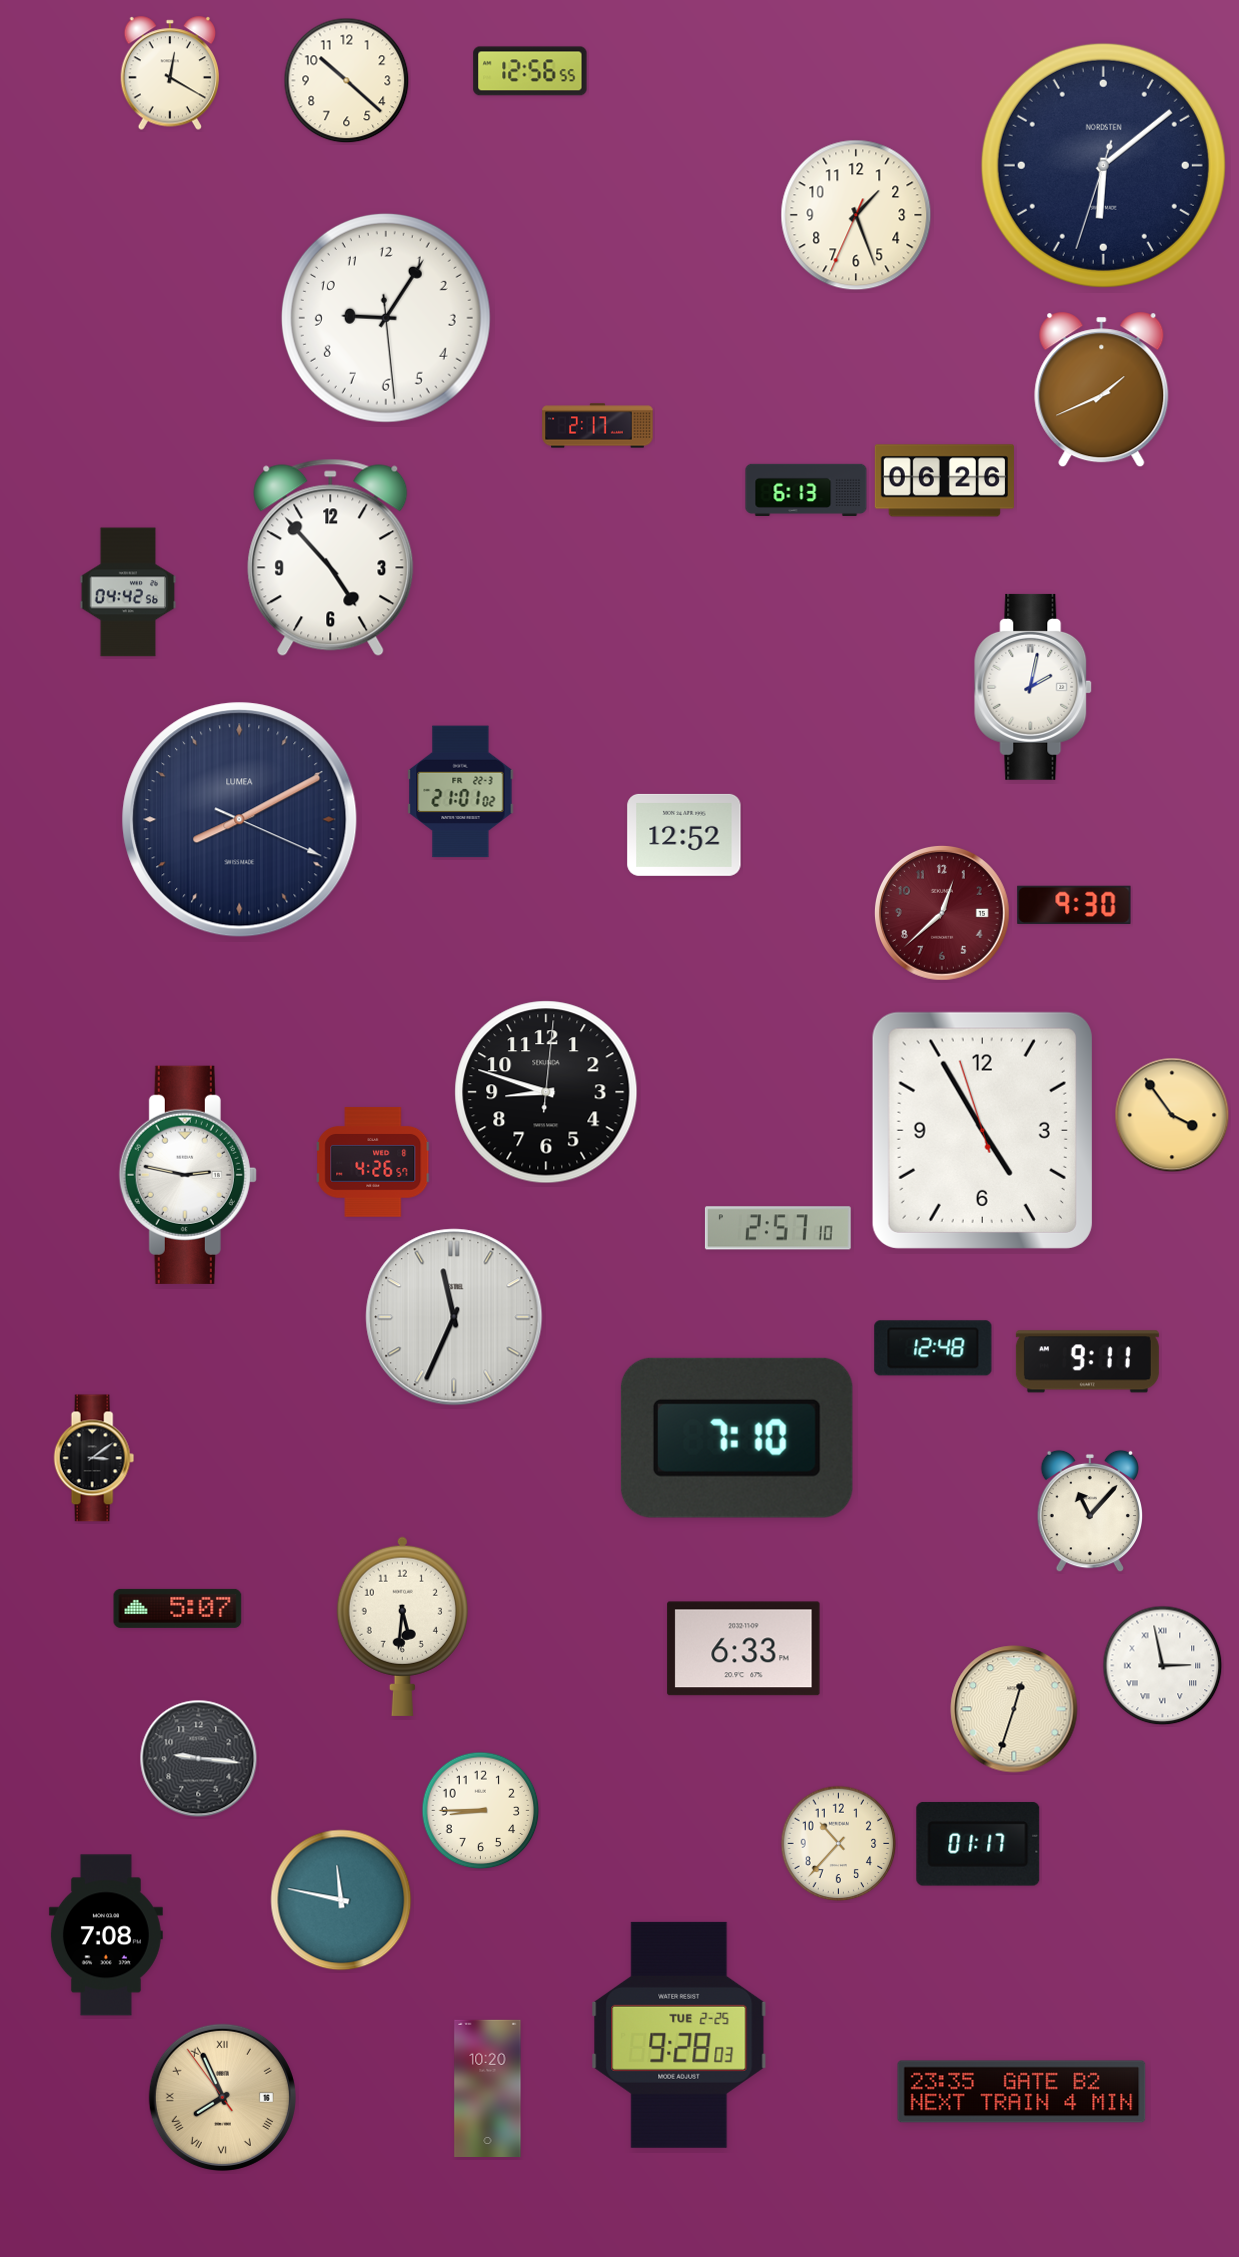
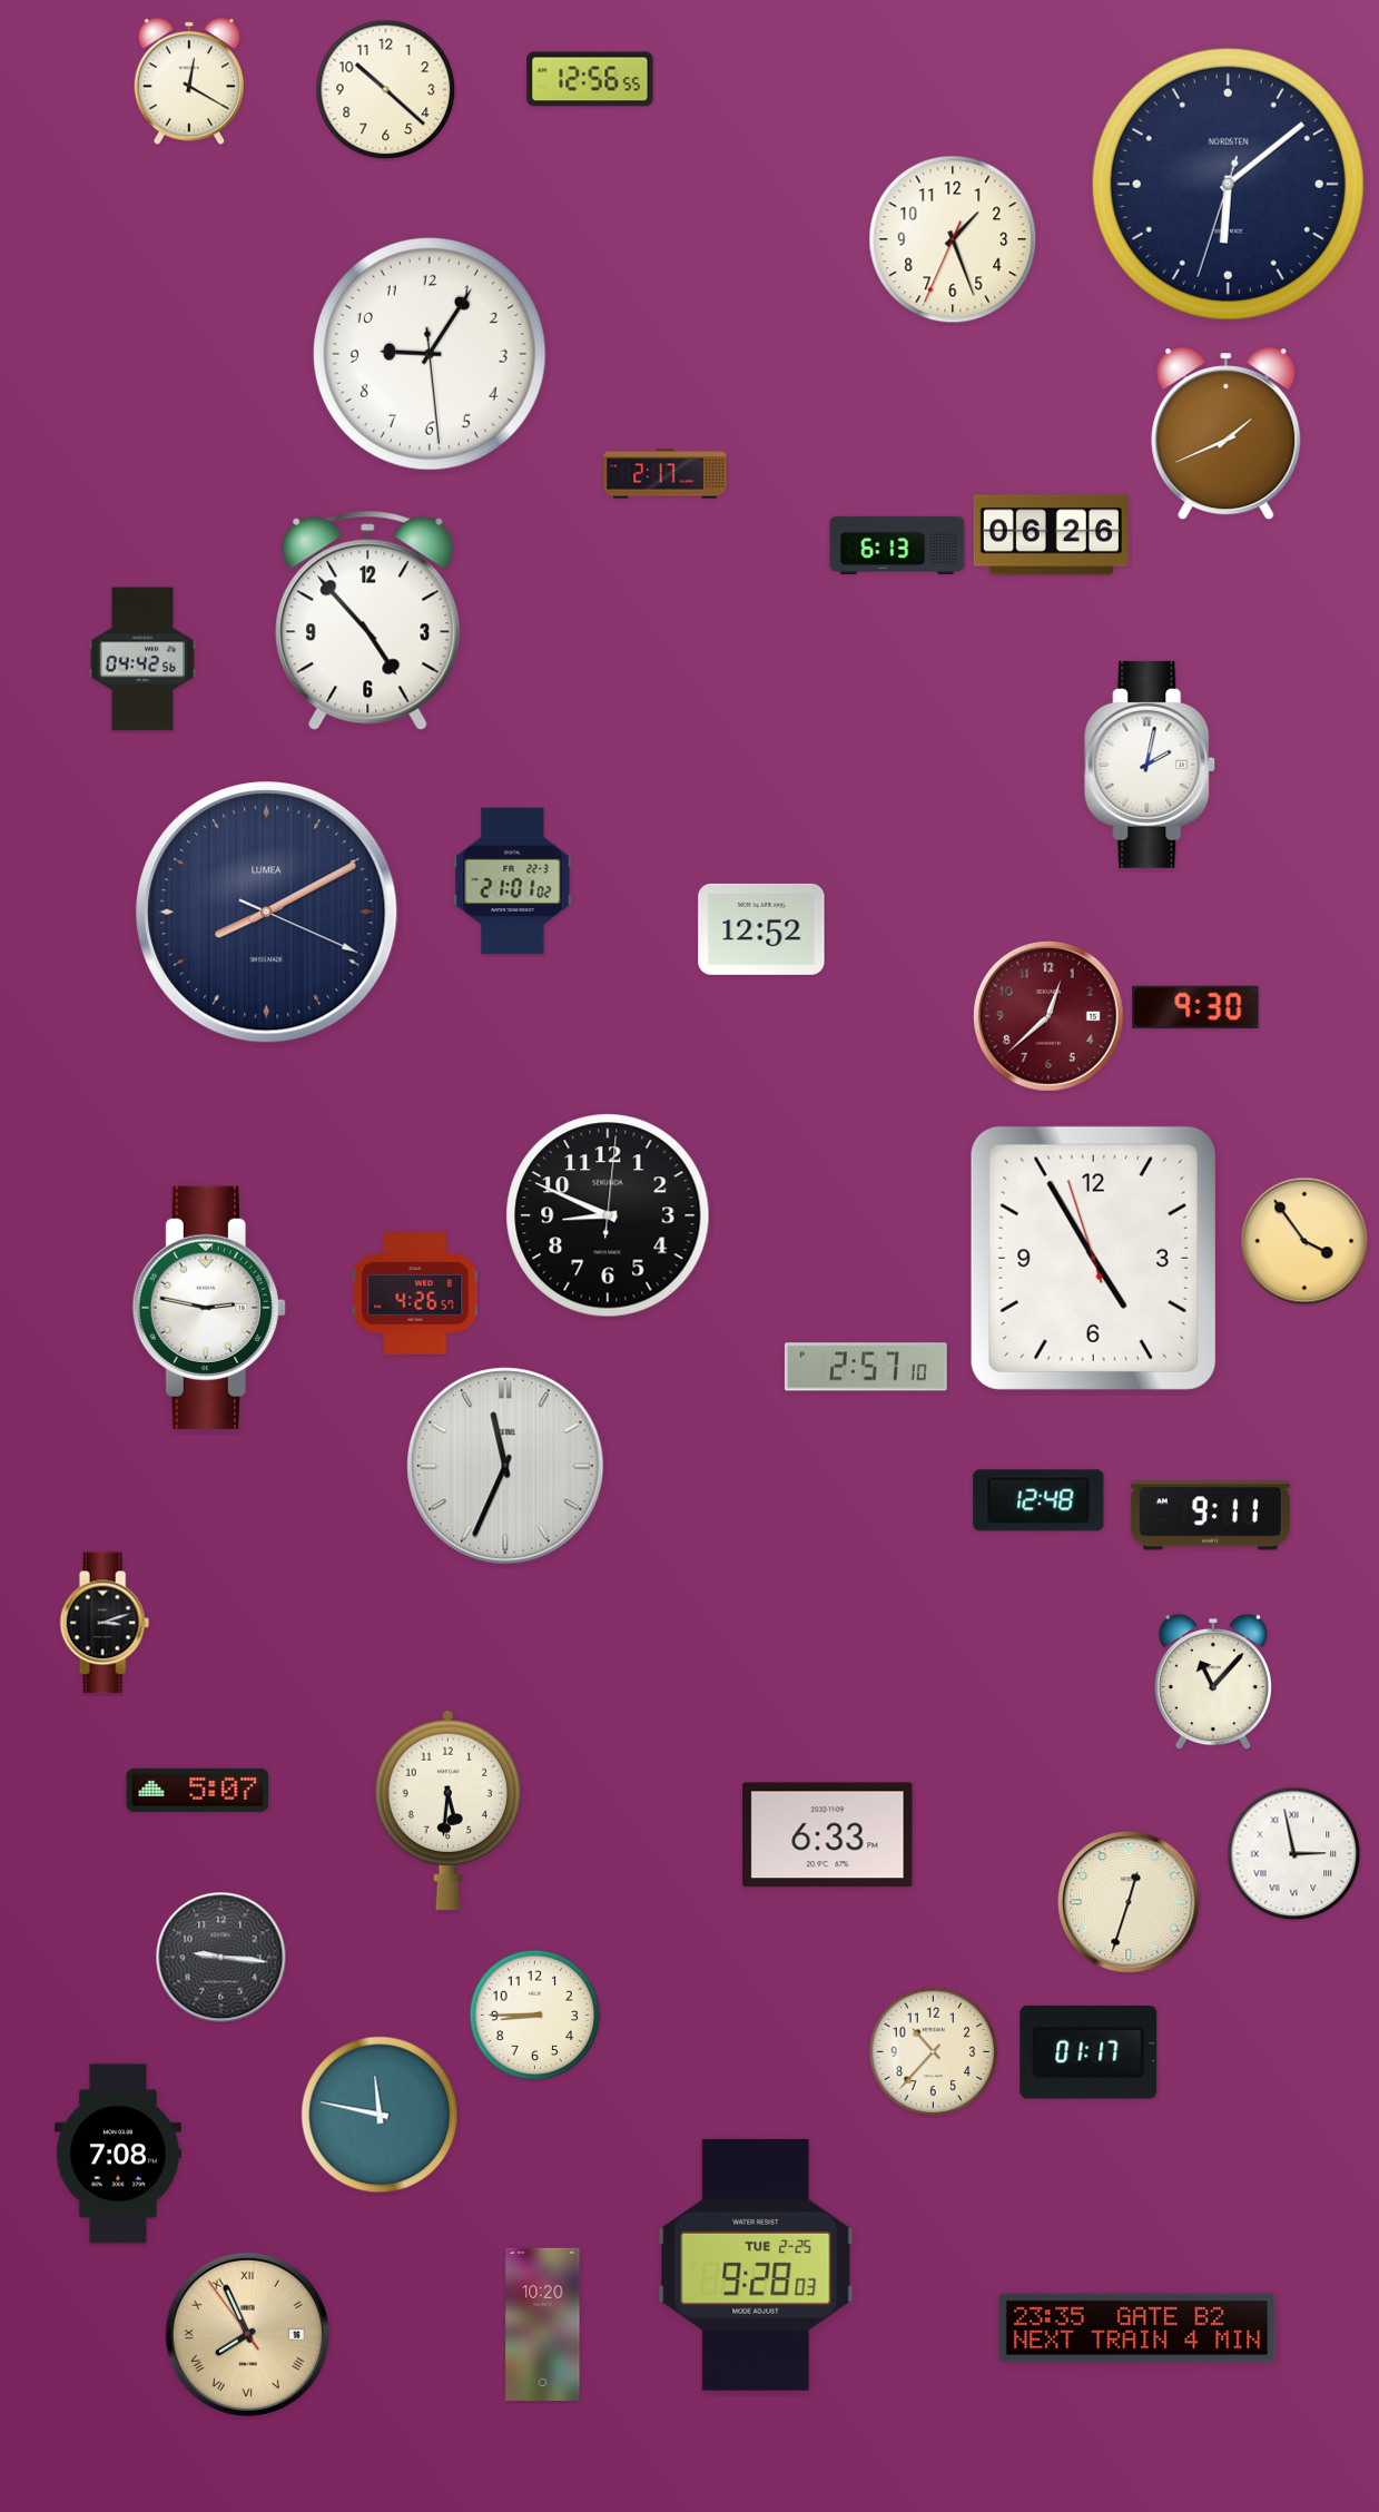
clock at (546, 1092): 8:48 -> 8:49
clock at (737, 1438): 7:10 -> none
clock at (94, 1458): 3:09 -> 3:12
